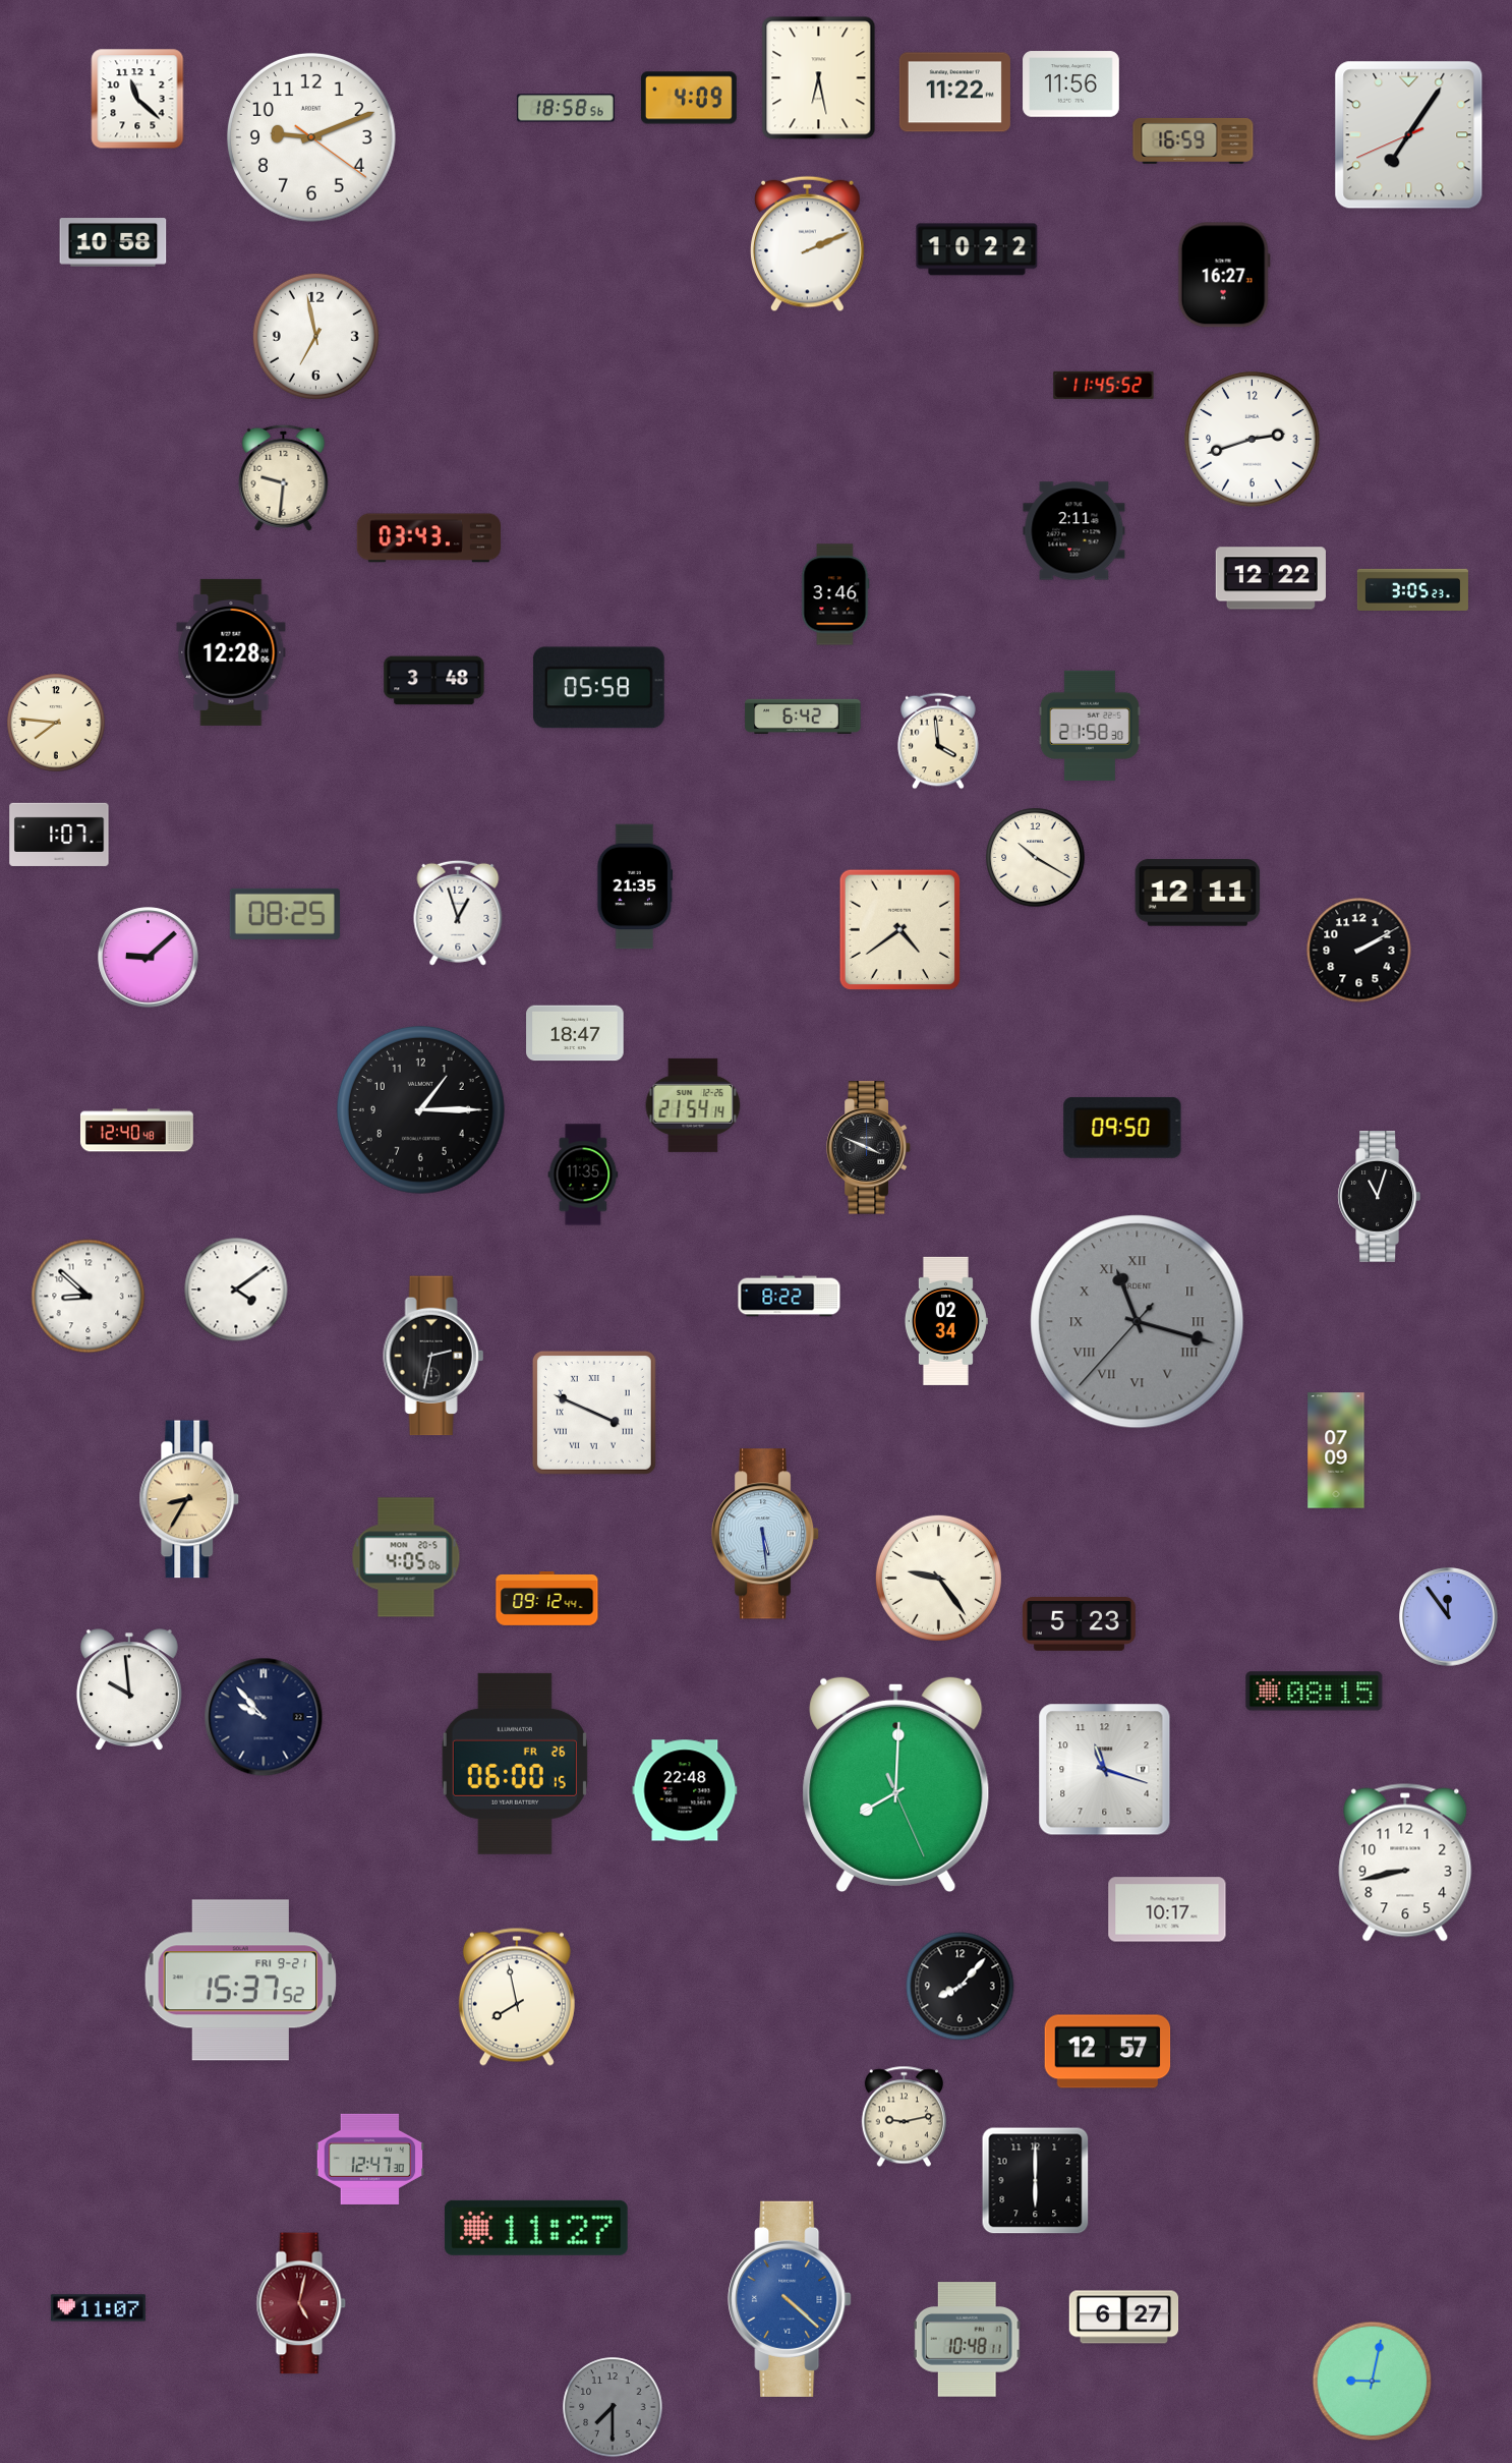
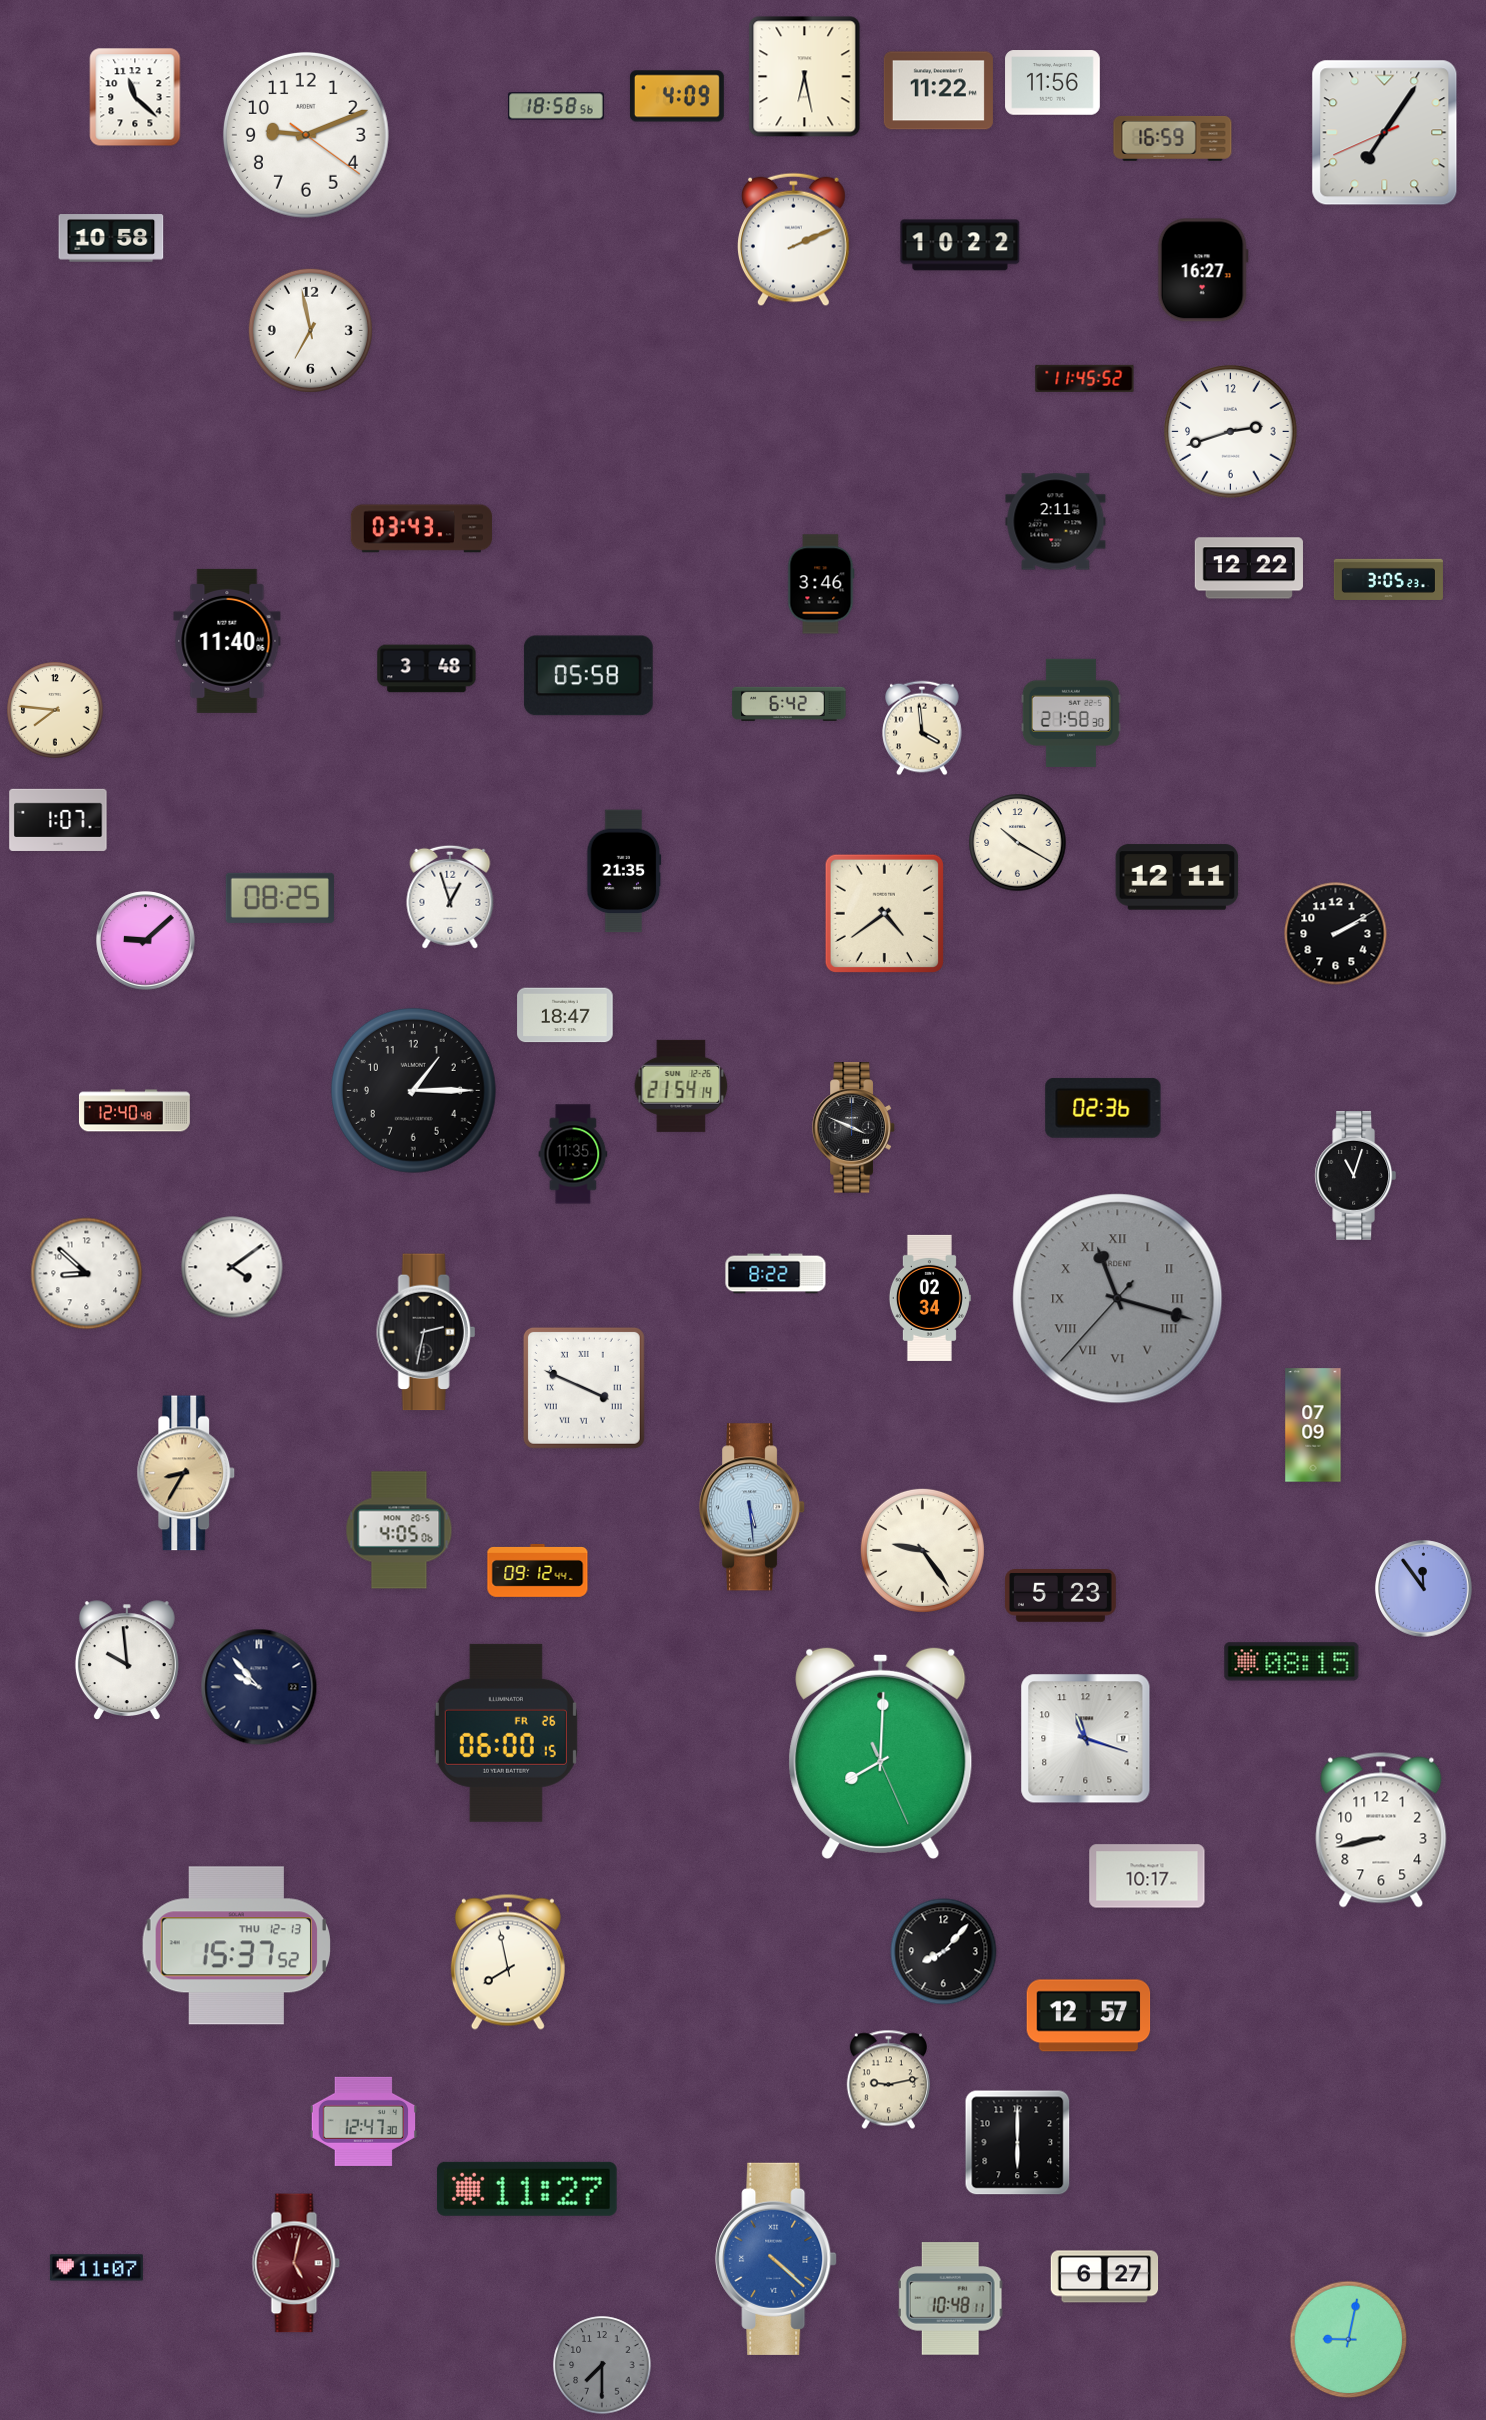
clock at (284, 477): 9:31 -> none
clock at (231, 652): 12:28 -> 11:40
clock at (1122, 1128): 09:50 -> 02:36
clock at (685, 1790): 22:48 -> none
clock at (240, 1981) date: FRI 9-21 -> THU 12-13
